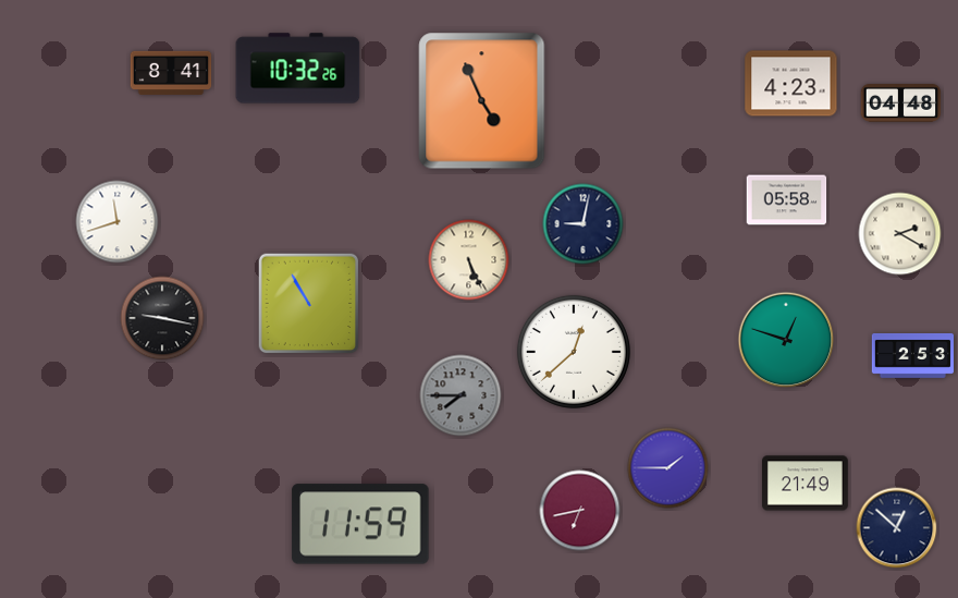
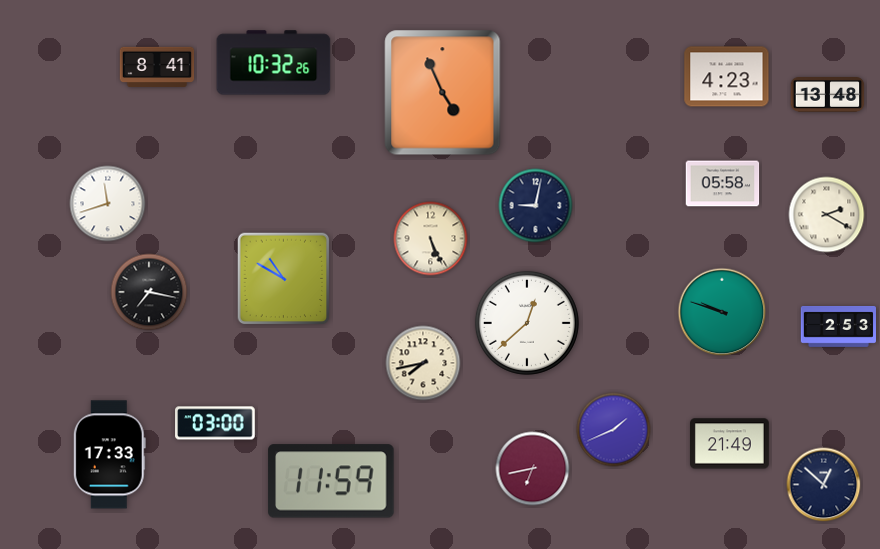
clock at (901, 103): 04:48 -> 13:48
clock at (309, 304): 10:55 -> 10:50
clock at (162, 318): 9:17 -> 7:17
clock at (786, 340): 12:48 -> 9:48
clock at (460, 395): 7:45 -> 7:43
clock at (460, 395) dial: grey -> cream
clock at (215, 423): none -> 03:00
clock at (668, 468): 1:45 -> 1:41
clock at (806, 484) position: (806, 484) -> (730, 444)
clock at (109, 455): none -> 17:33
